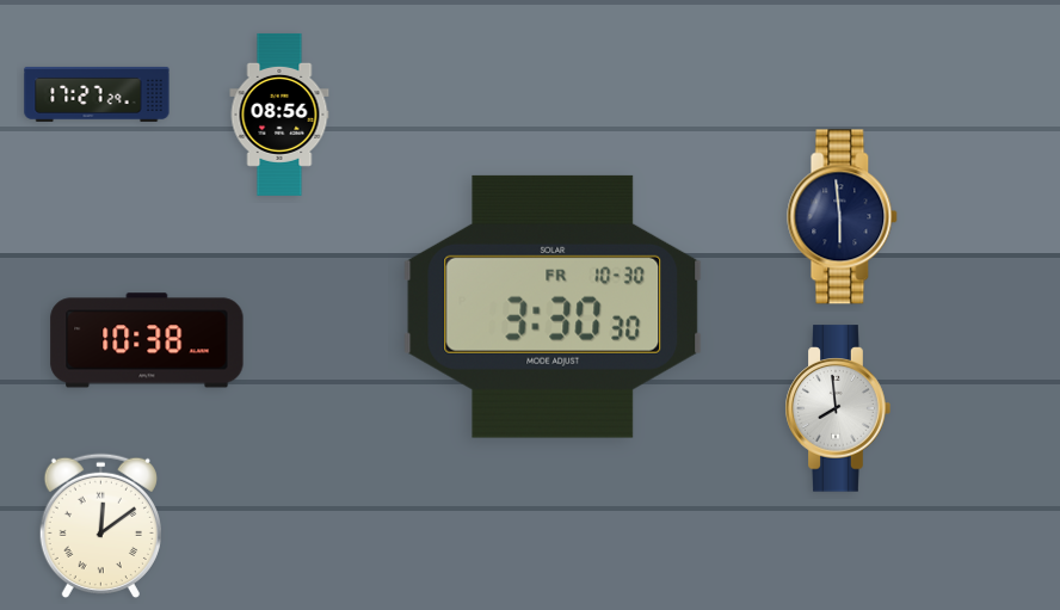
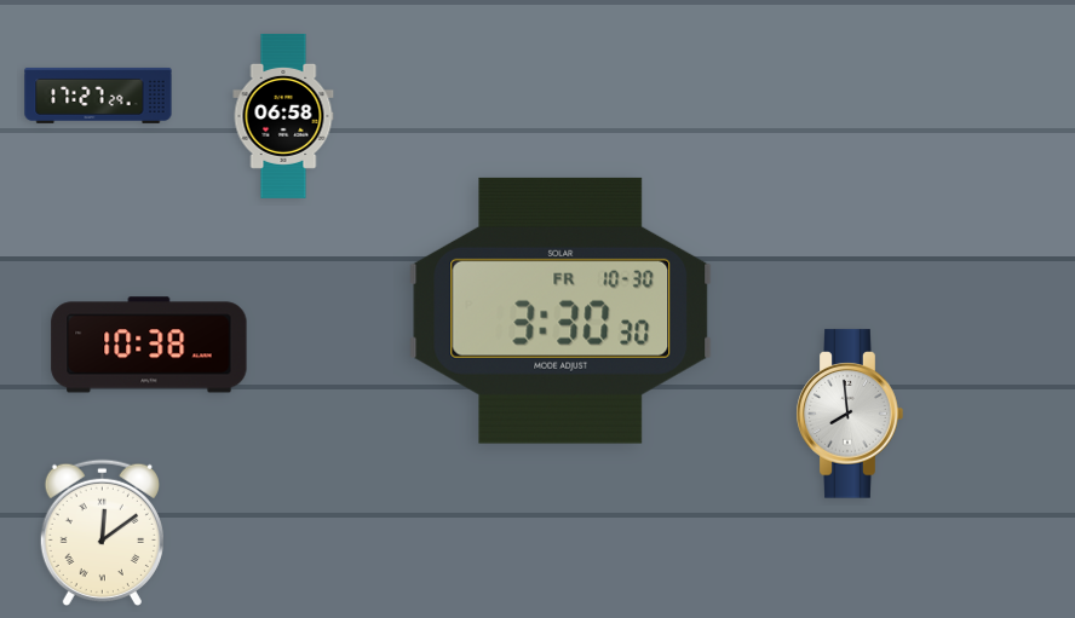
clock at (279, 115): 08:56 -> 06:58
clock at (843, 217): 5:59 -> none
